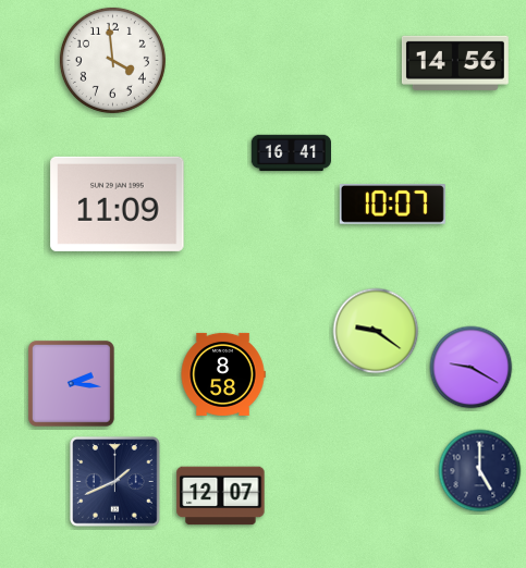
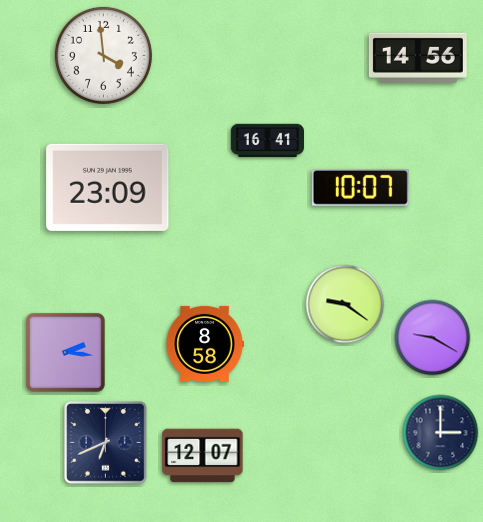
clock at (118, 203): 11:09 -> 23:09
clock at (480, 471): 5:00 -> 3:00
clock at (115, 482): 1:41 -> 6:41
